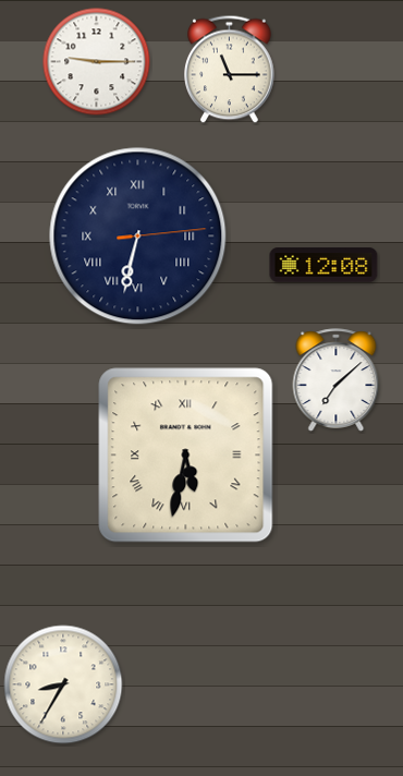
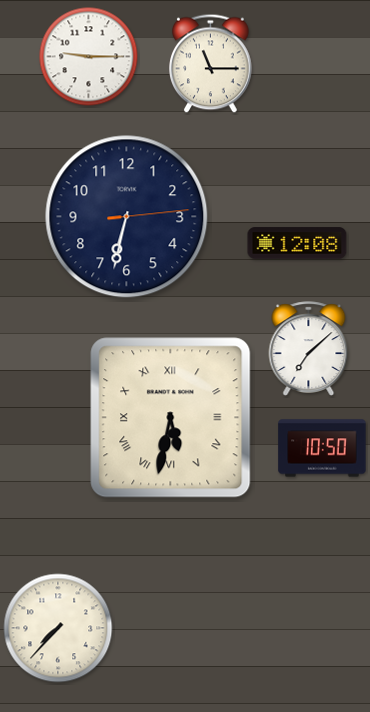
clock at (138, 237) numerals: Roman -> Arabic
clock at (322, 448): none -> 10:50
clock at (63, 684): 8:35 -> 7:37
